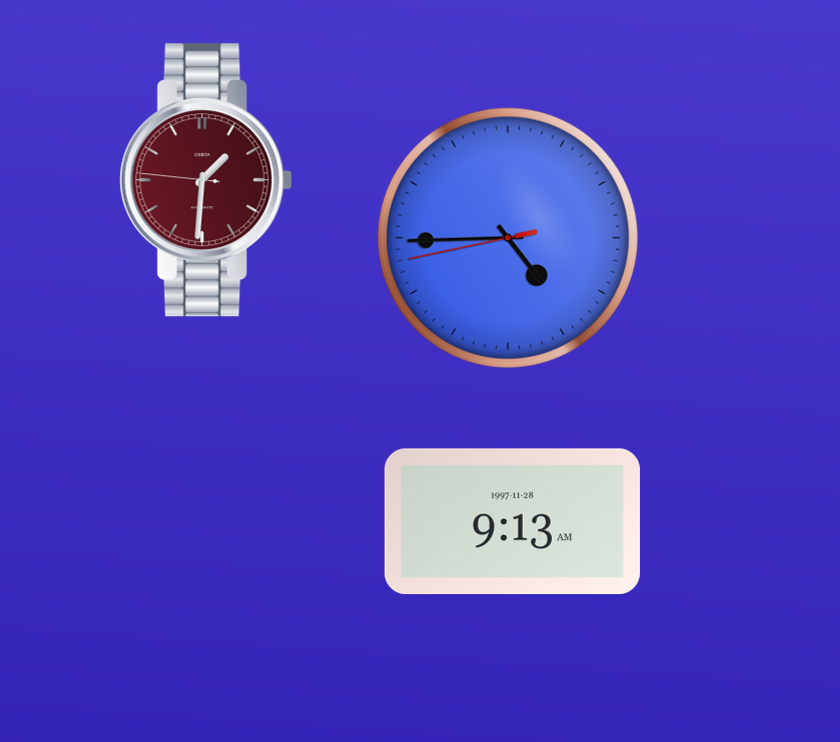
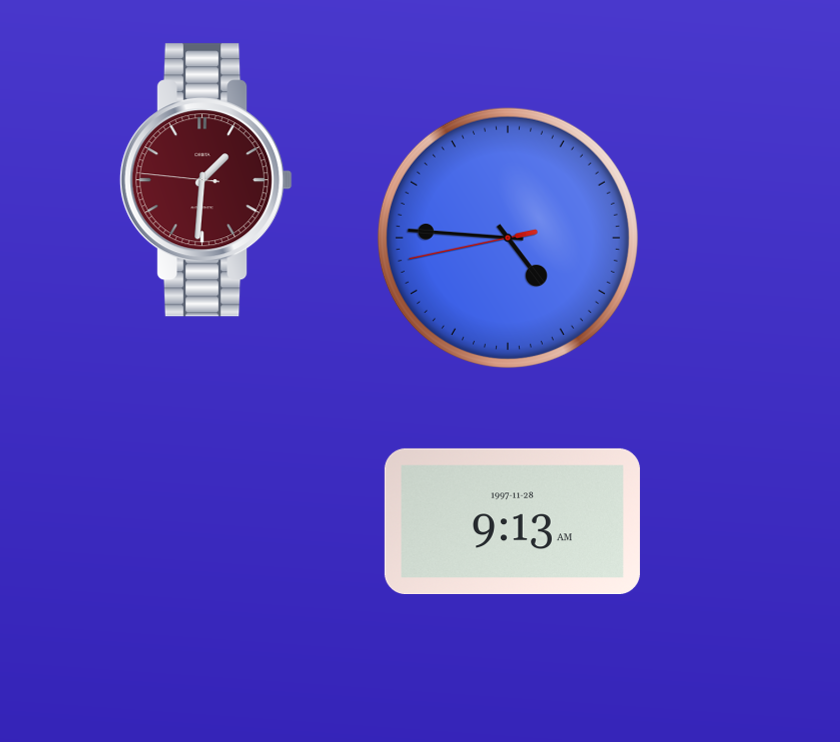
clock at (508, 238): 4:44 -> 4:45
